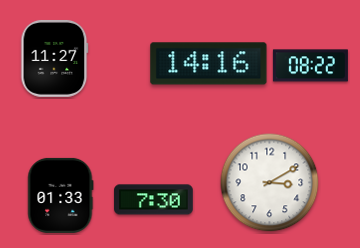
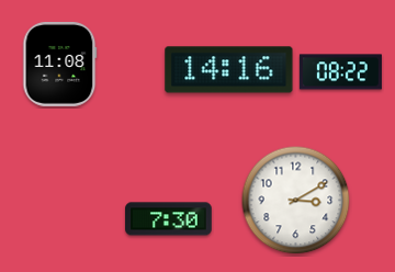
clock at (55, 58): 11:27 -> 11:08
clock at (61, 195): 01:33 -> none
